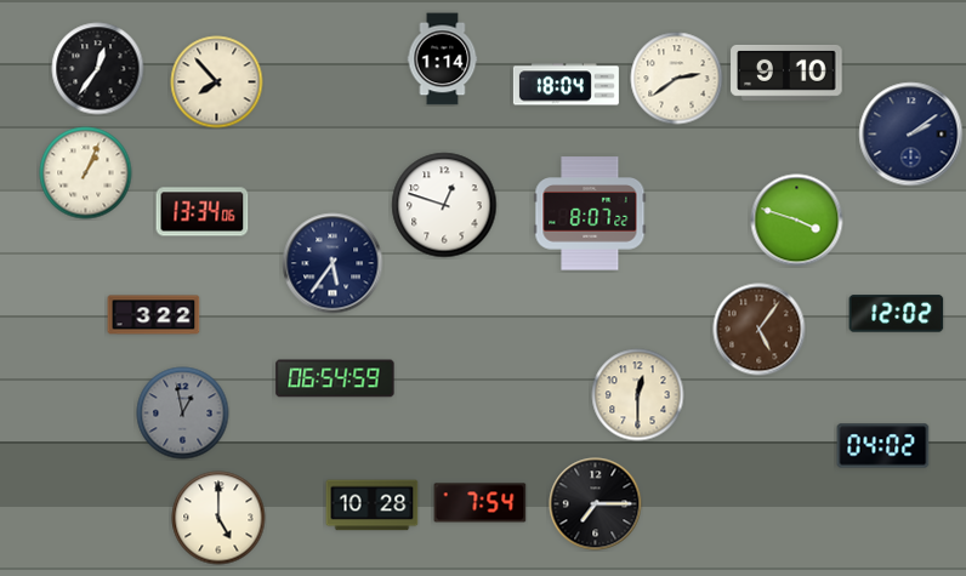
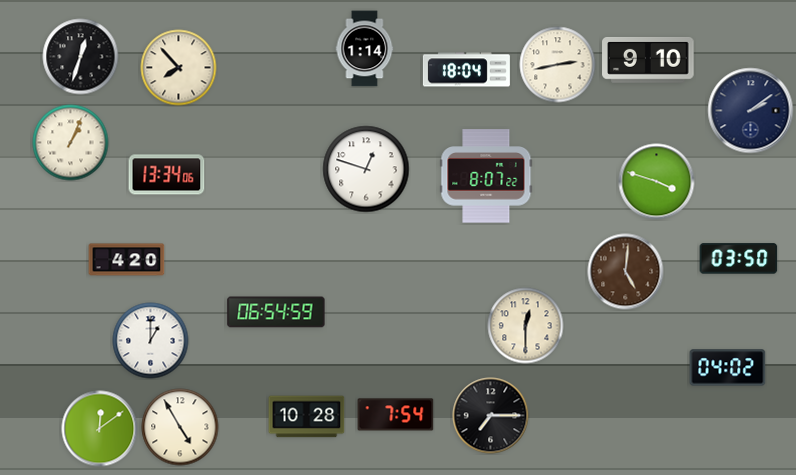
clock at (98, 69): 12:36 -> 12:33
clock at (677, 79): 2:39 -> 2:43
clock at (333, 263): 5:36 -> none
clock at (897, 314): 12:02 -> 03:50
clock at (154, 315): 3:22 -> 4:20
clock at (760, 330): 5:06 -> 5:01
clock at (183, 414): 12:58 -> 1:00
clock at (183, 414) dial: grey -> white
clock at (218, 518): 5:00 -> 4:55
clock at (100, 429): none -> 12:09
